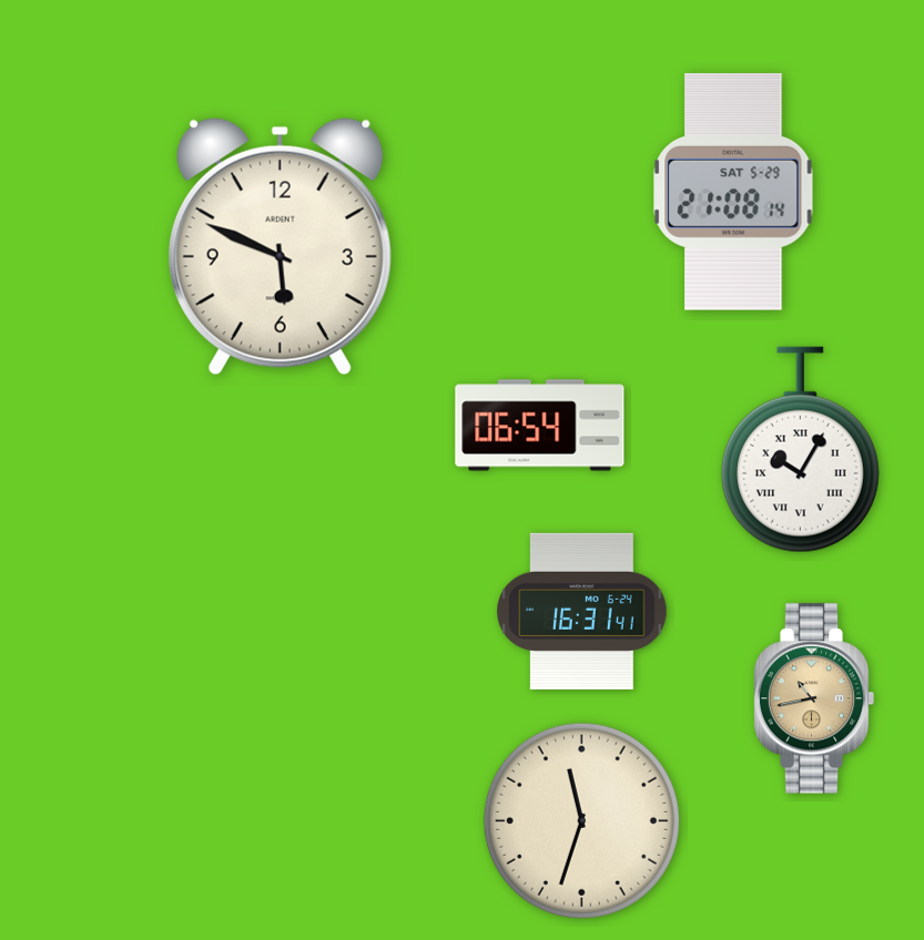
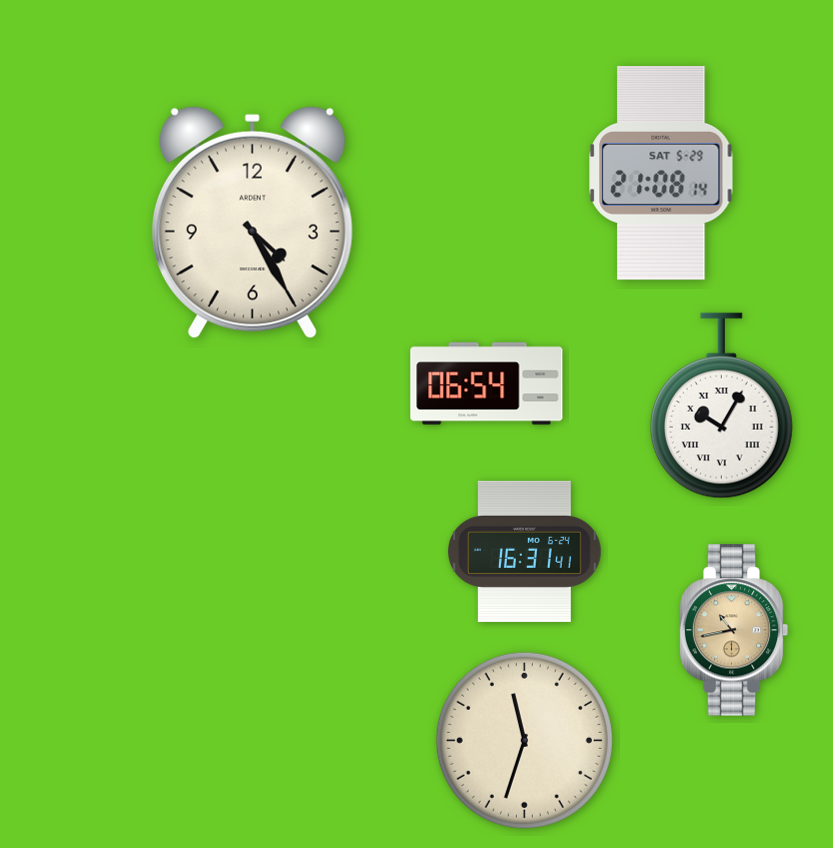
clock at (280, 246): 5:49 -> 4:25
